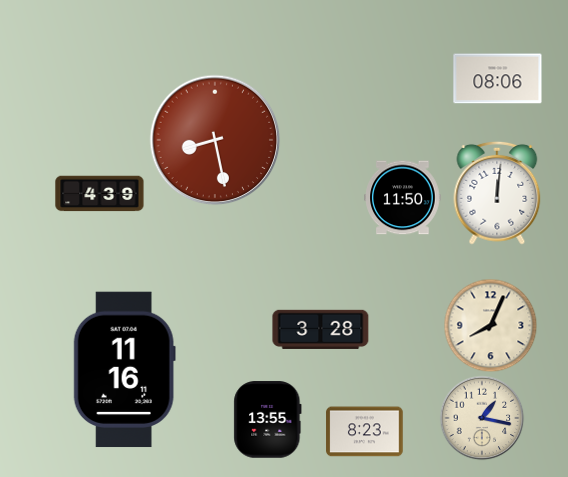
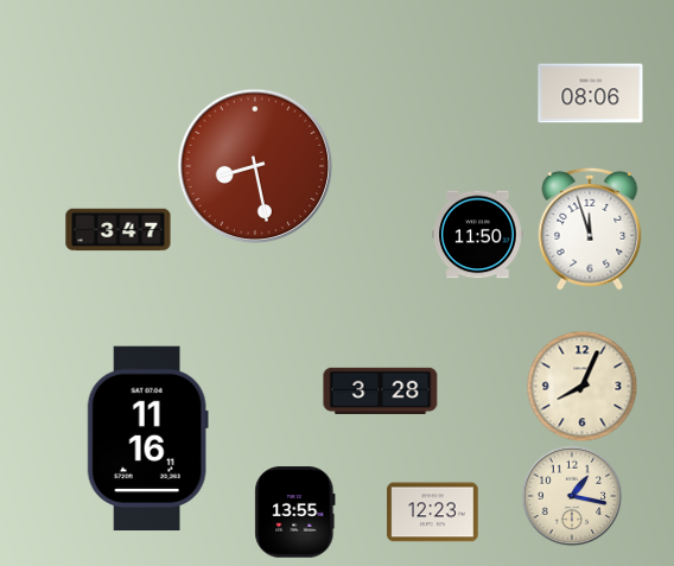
clock at (497, 193): 12:01 -> 11:57
clock at (100, 194): 4:39 -> 3:47
clock at (268, 420) position: (268, 420) -> (295, 513)
clock at (365, 432): 8:23 -> 12:23
